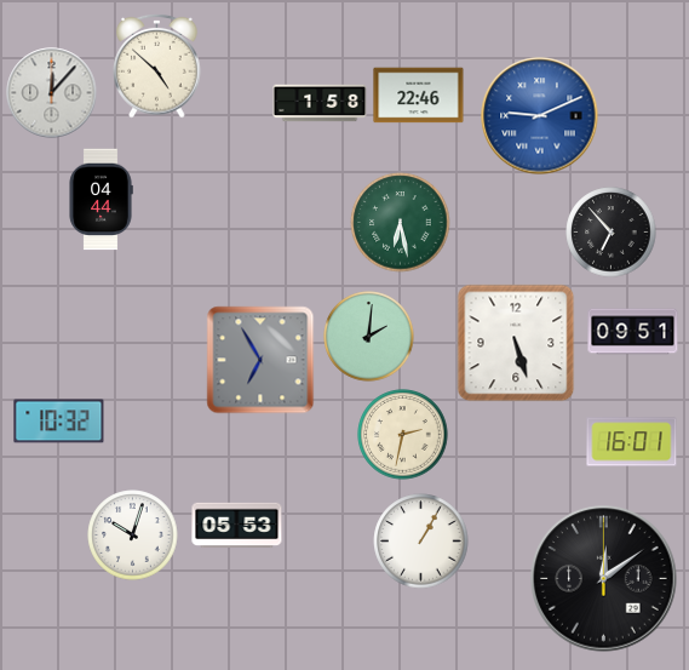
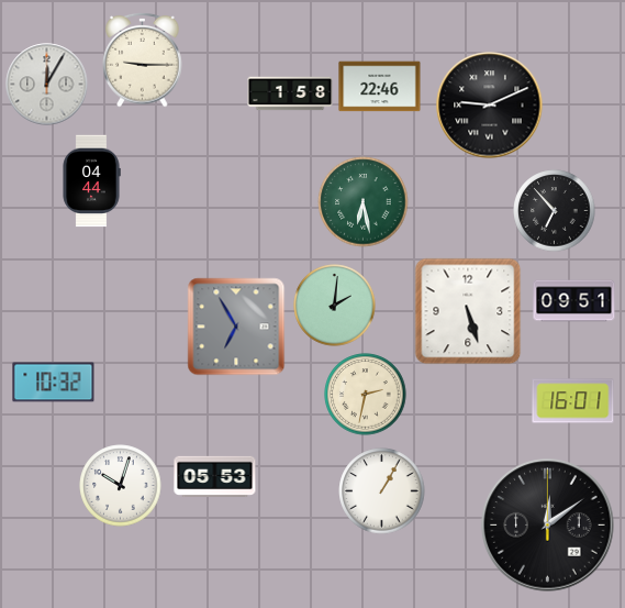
clock at (157, 65): 4:52 -> 9:15
clock at (52, 93): 12:07 -> 12:05
clock at (540, 116) dial: blue -> black
